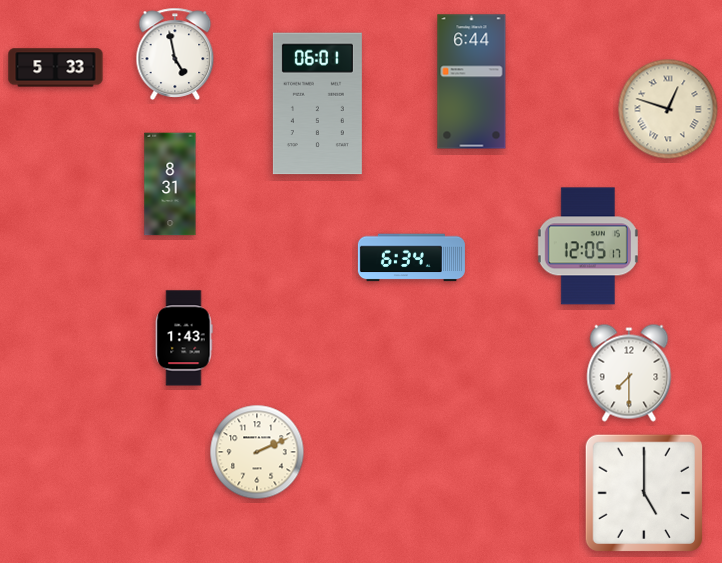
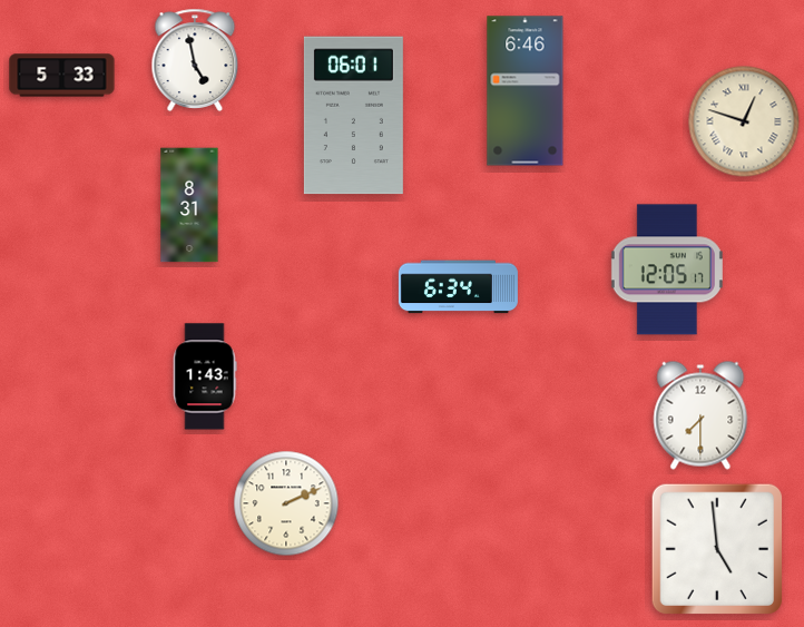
clock at (472, 82): 6:44 -> 6:46
clock at (588, 246) position: (588, 246) -> (667, 270)
clock at (643, 492): 5:00 -> 4:59
